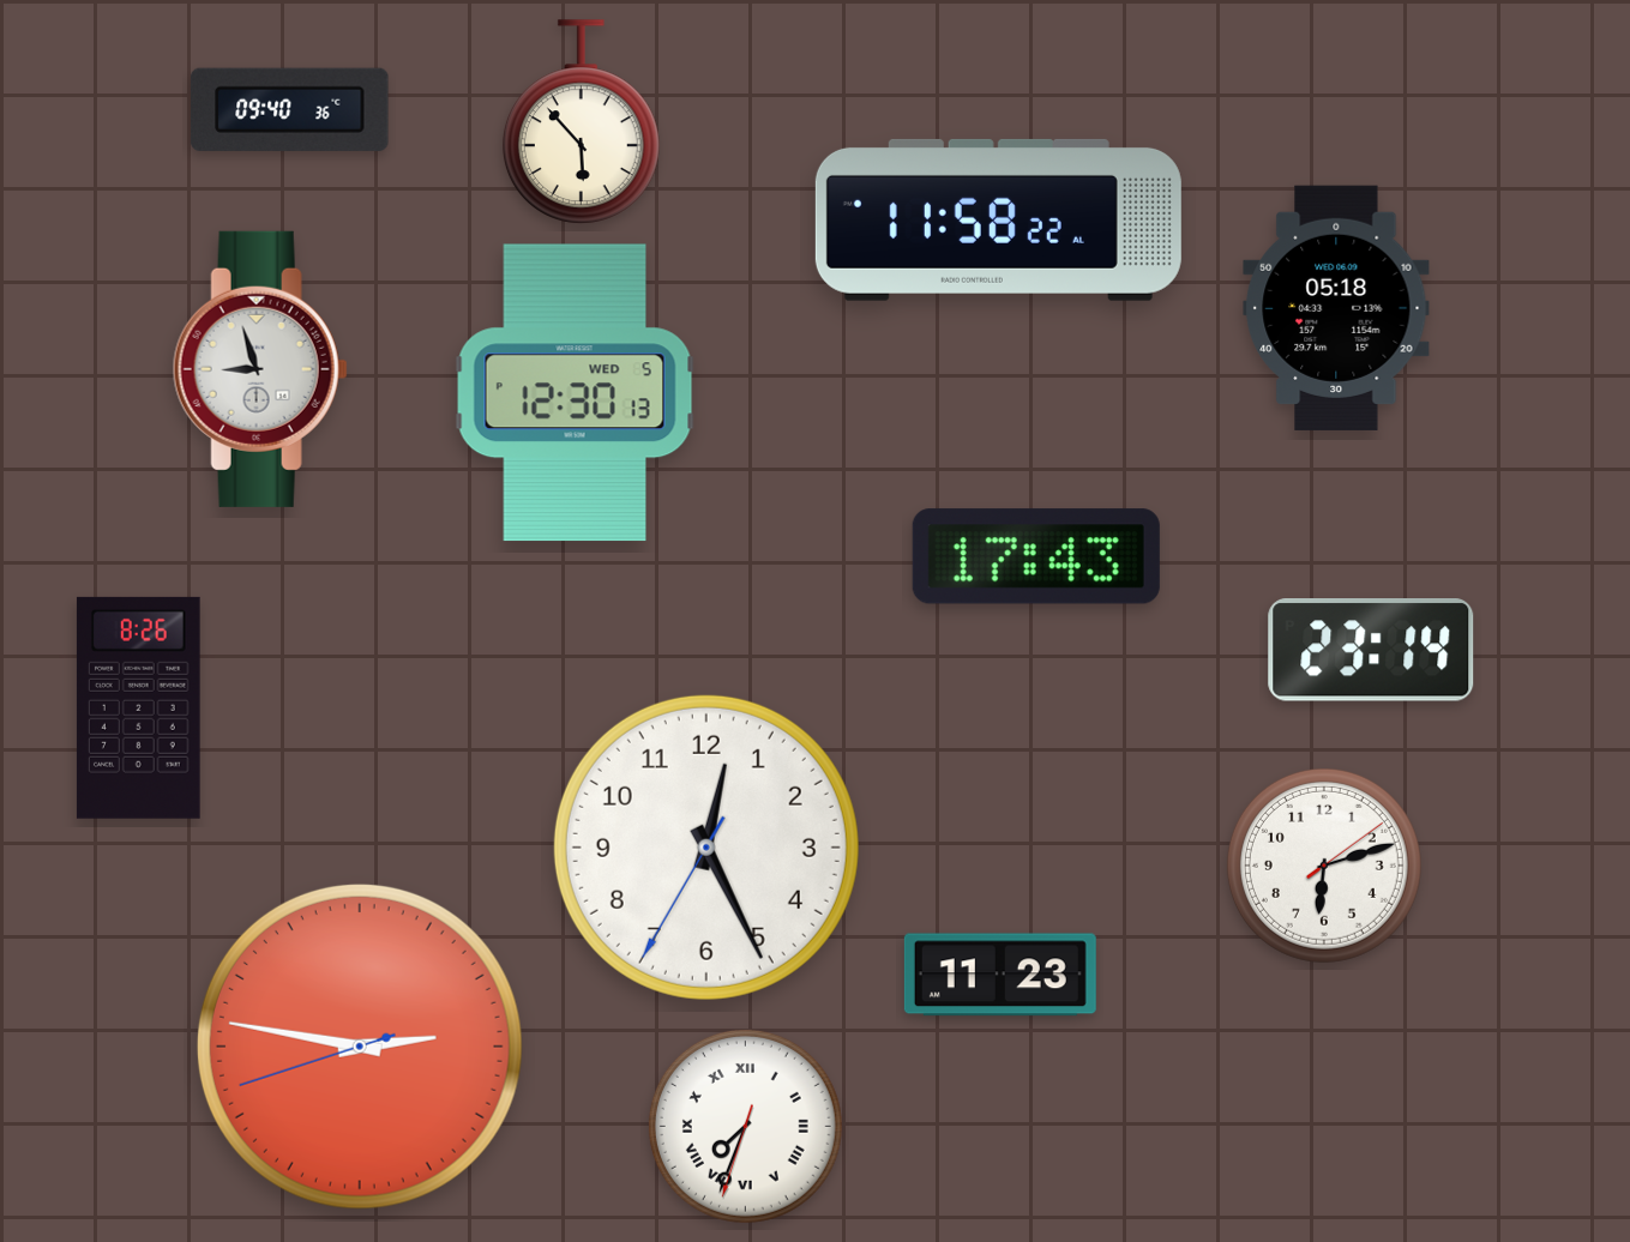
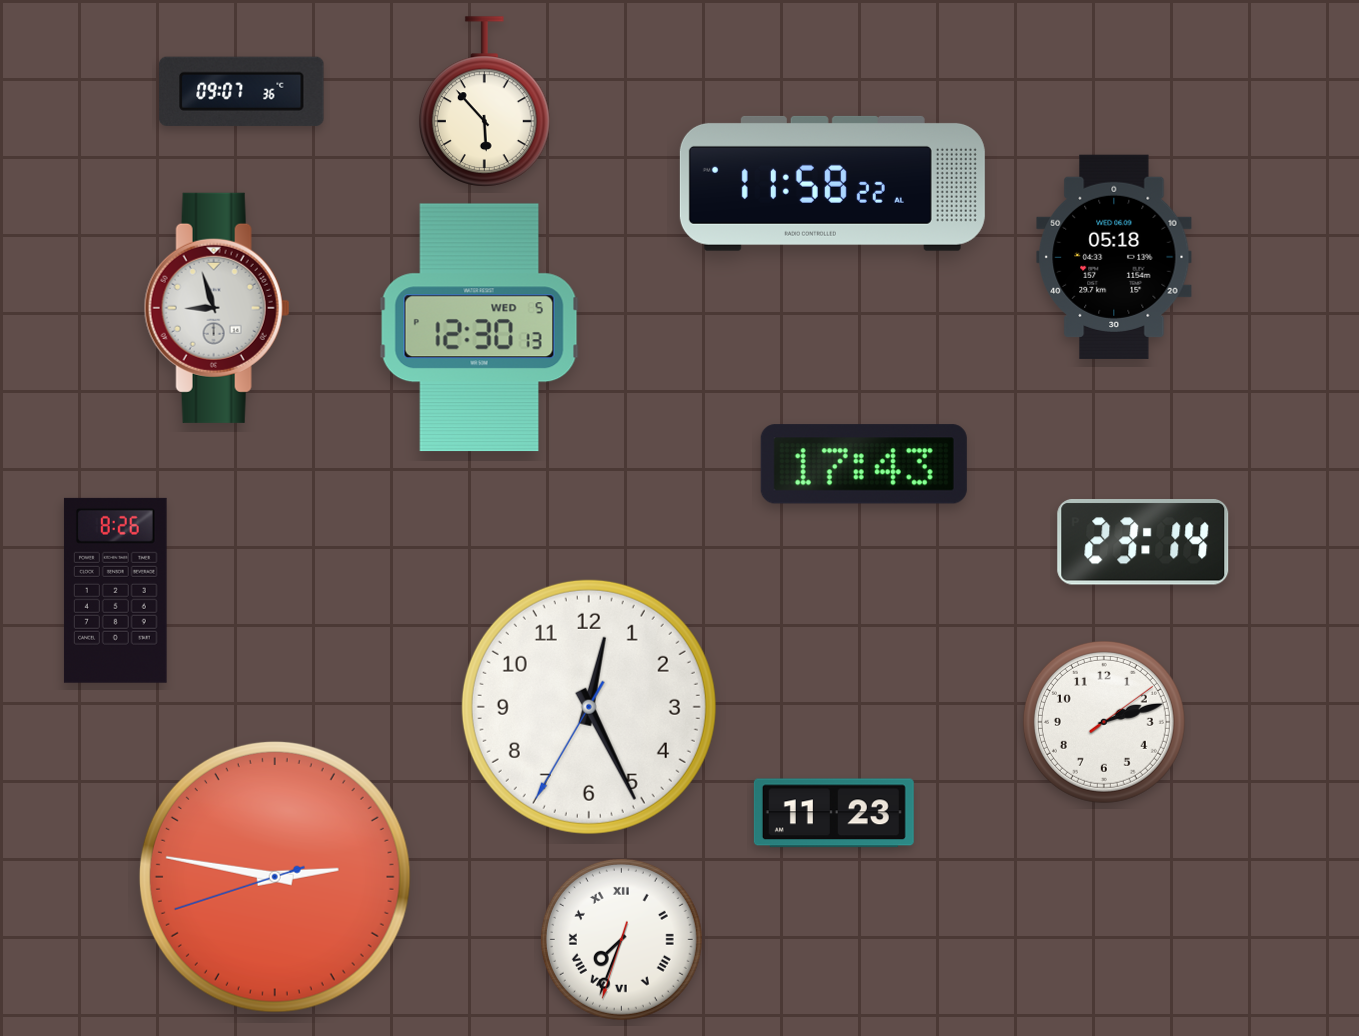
clock at (290, 109): 09:40 -> 09:07
clock at (1324, 866): 6:12 -> 2:12
clock at (360, 1047) position: (360, 1047) -> (275, 877)
